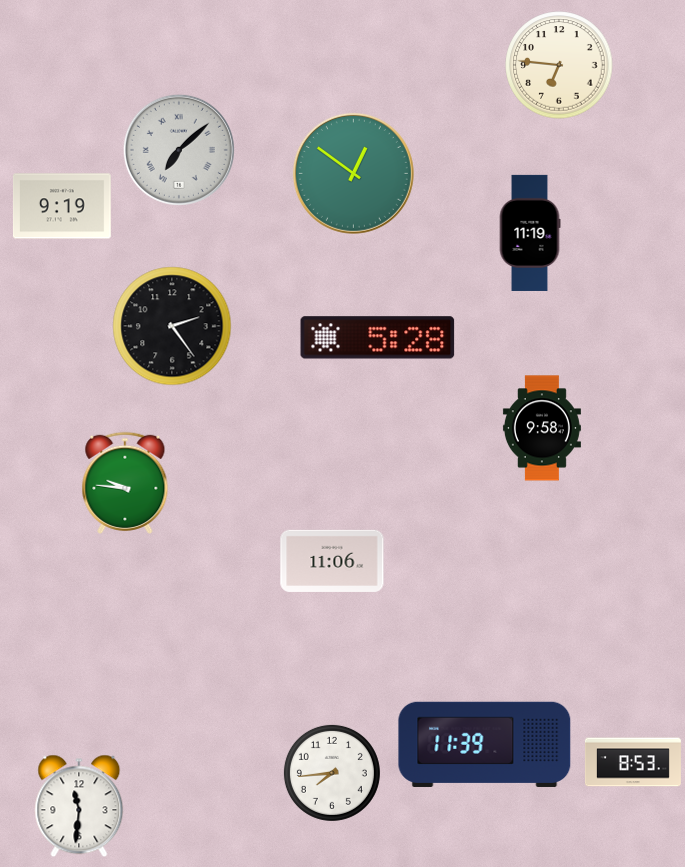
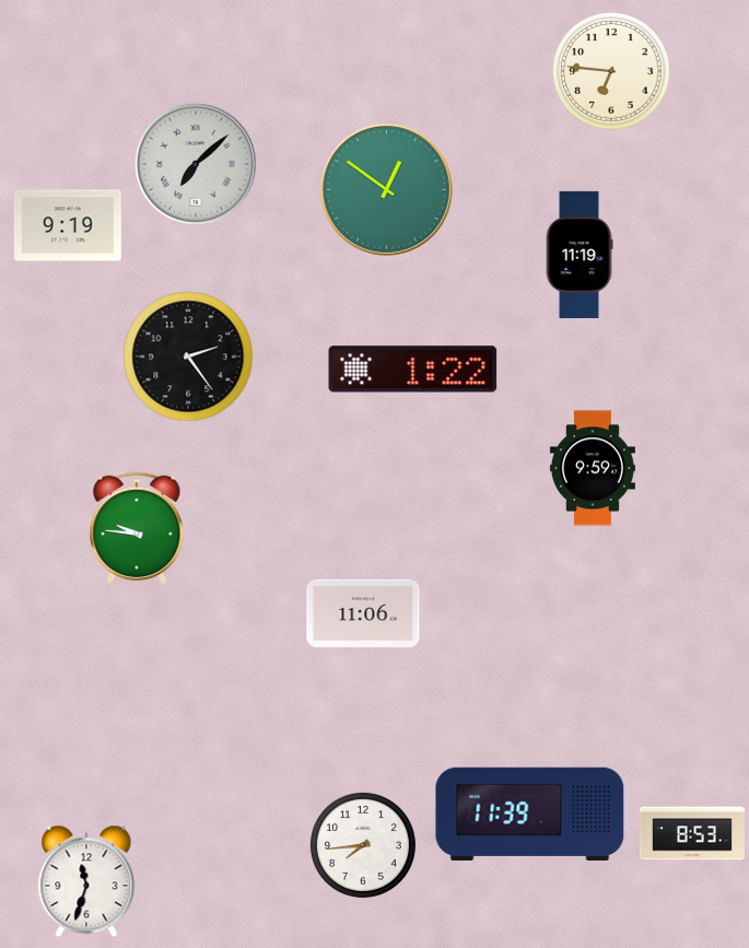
clock at (378, 338): 5:28 -> 1:22
clock at (542, 428): 9:58 -> 9:59
clock at (79, 806): 11:31 -> 11:33
